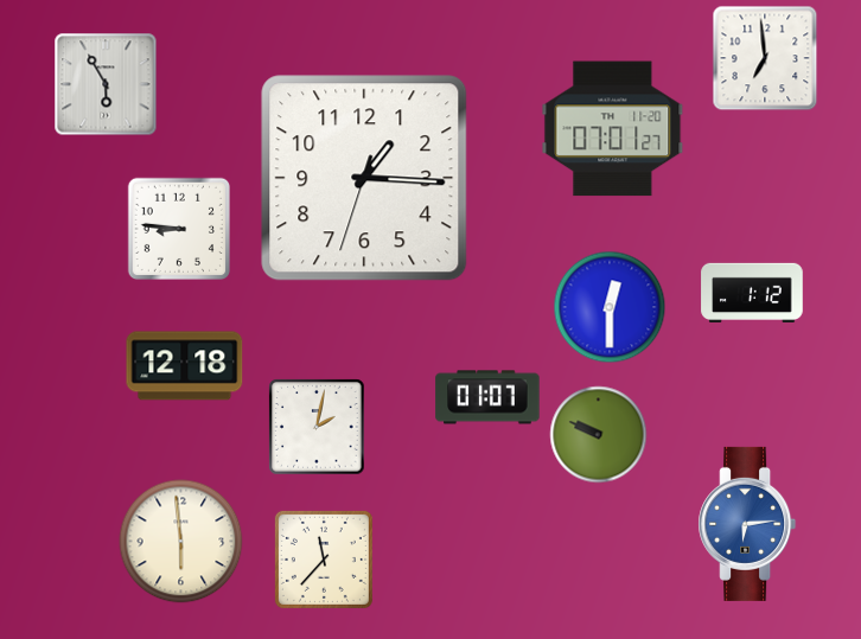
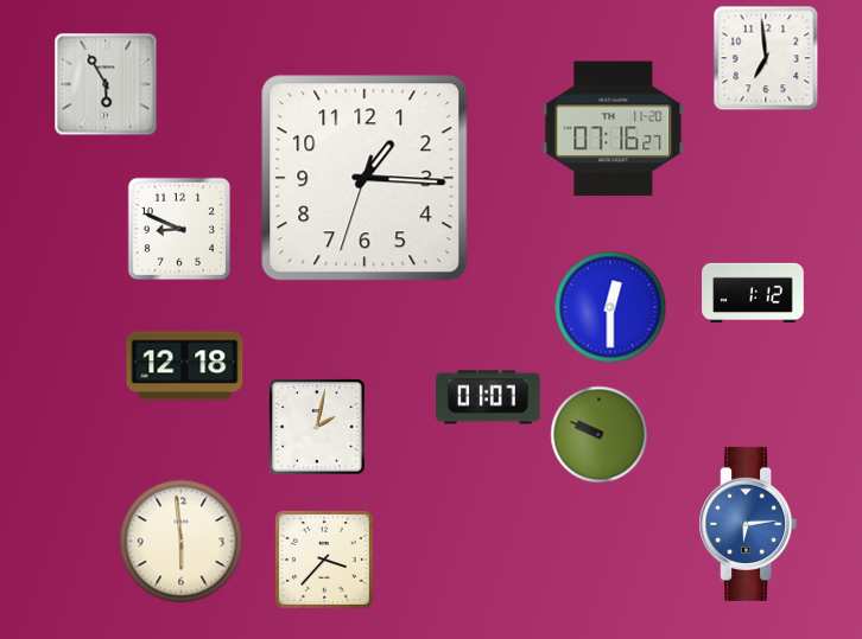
clock at (613, 129): 07:01 -> 07:16
clock at (178, 228): 8:46 -> 8:49
clock at (324, 560): 11:37 -> 3:37
